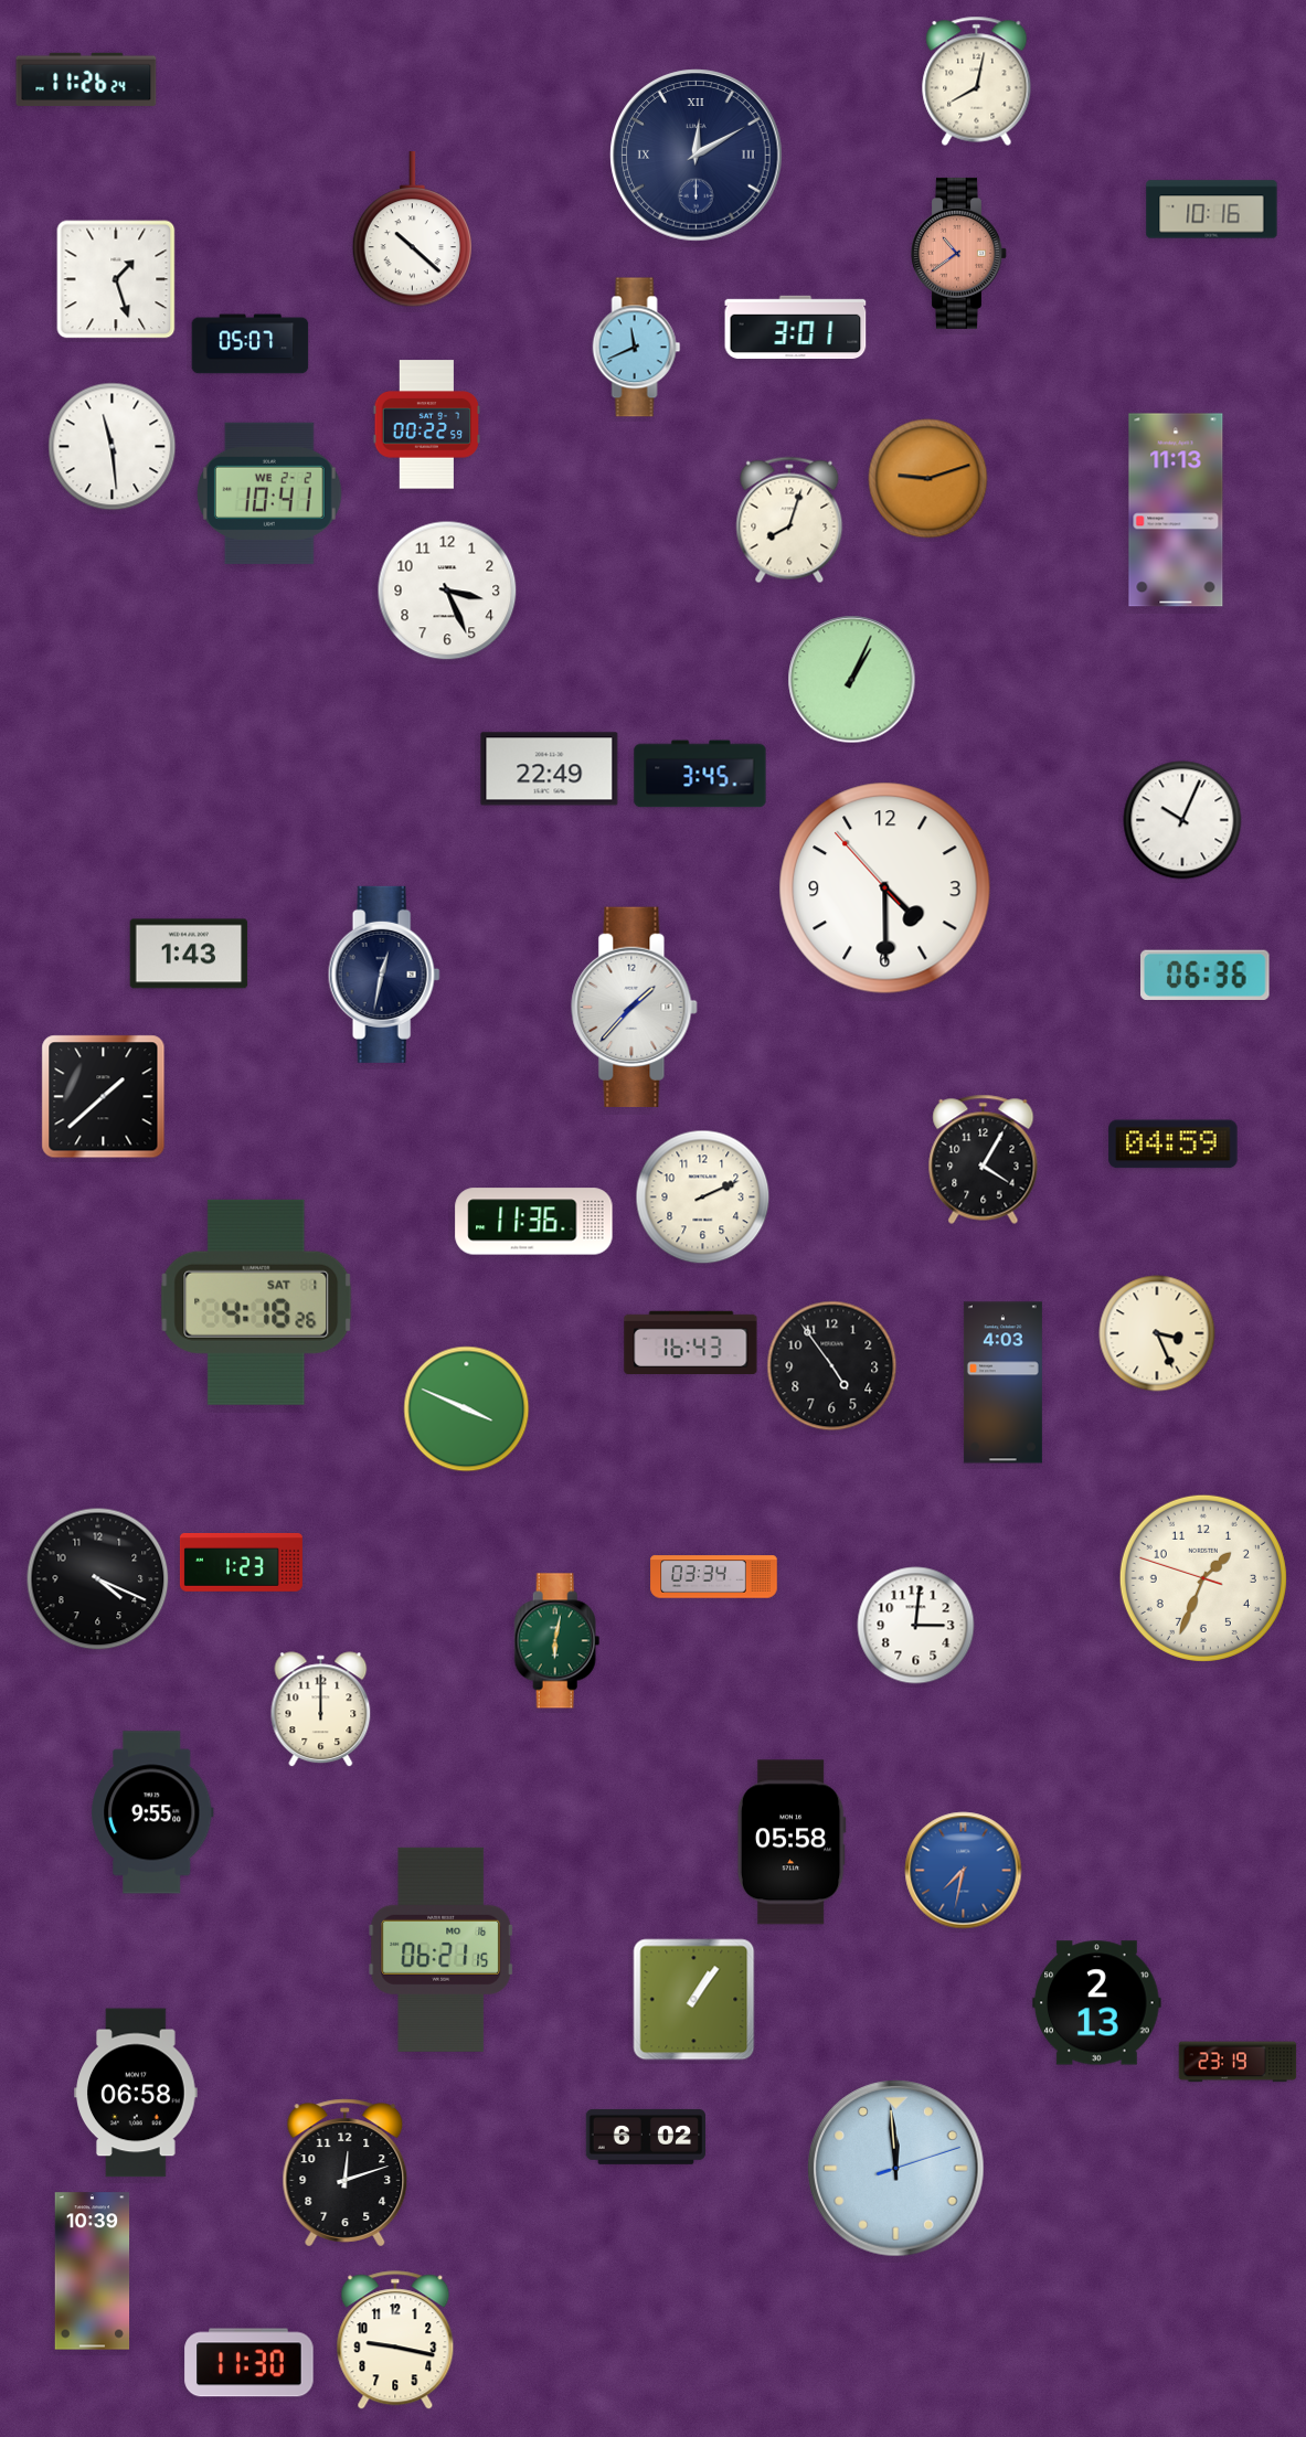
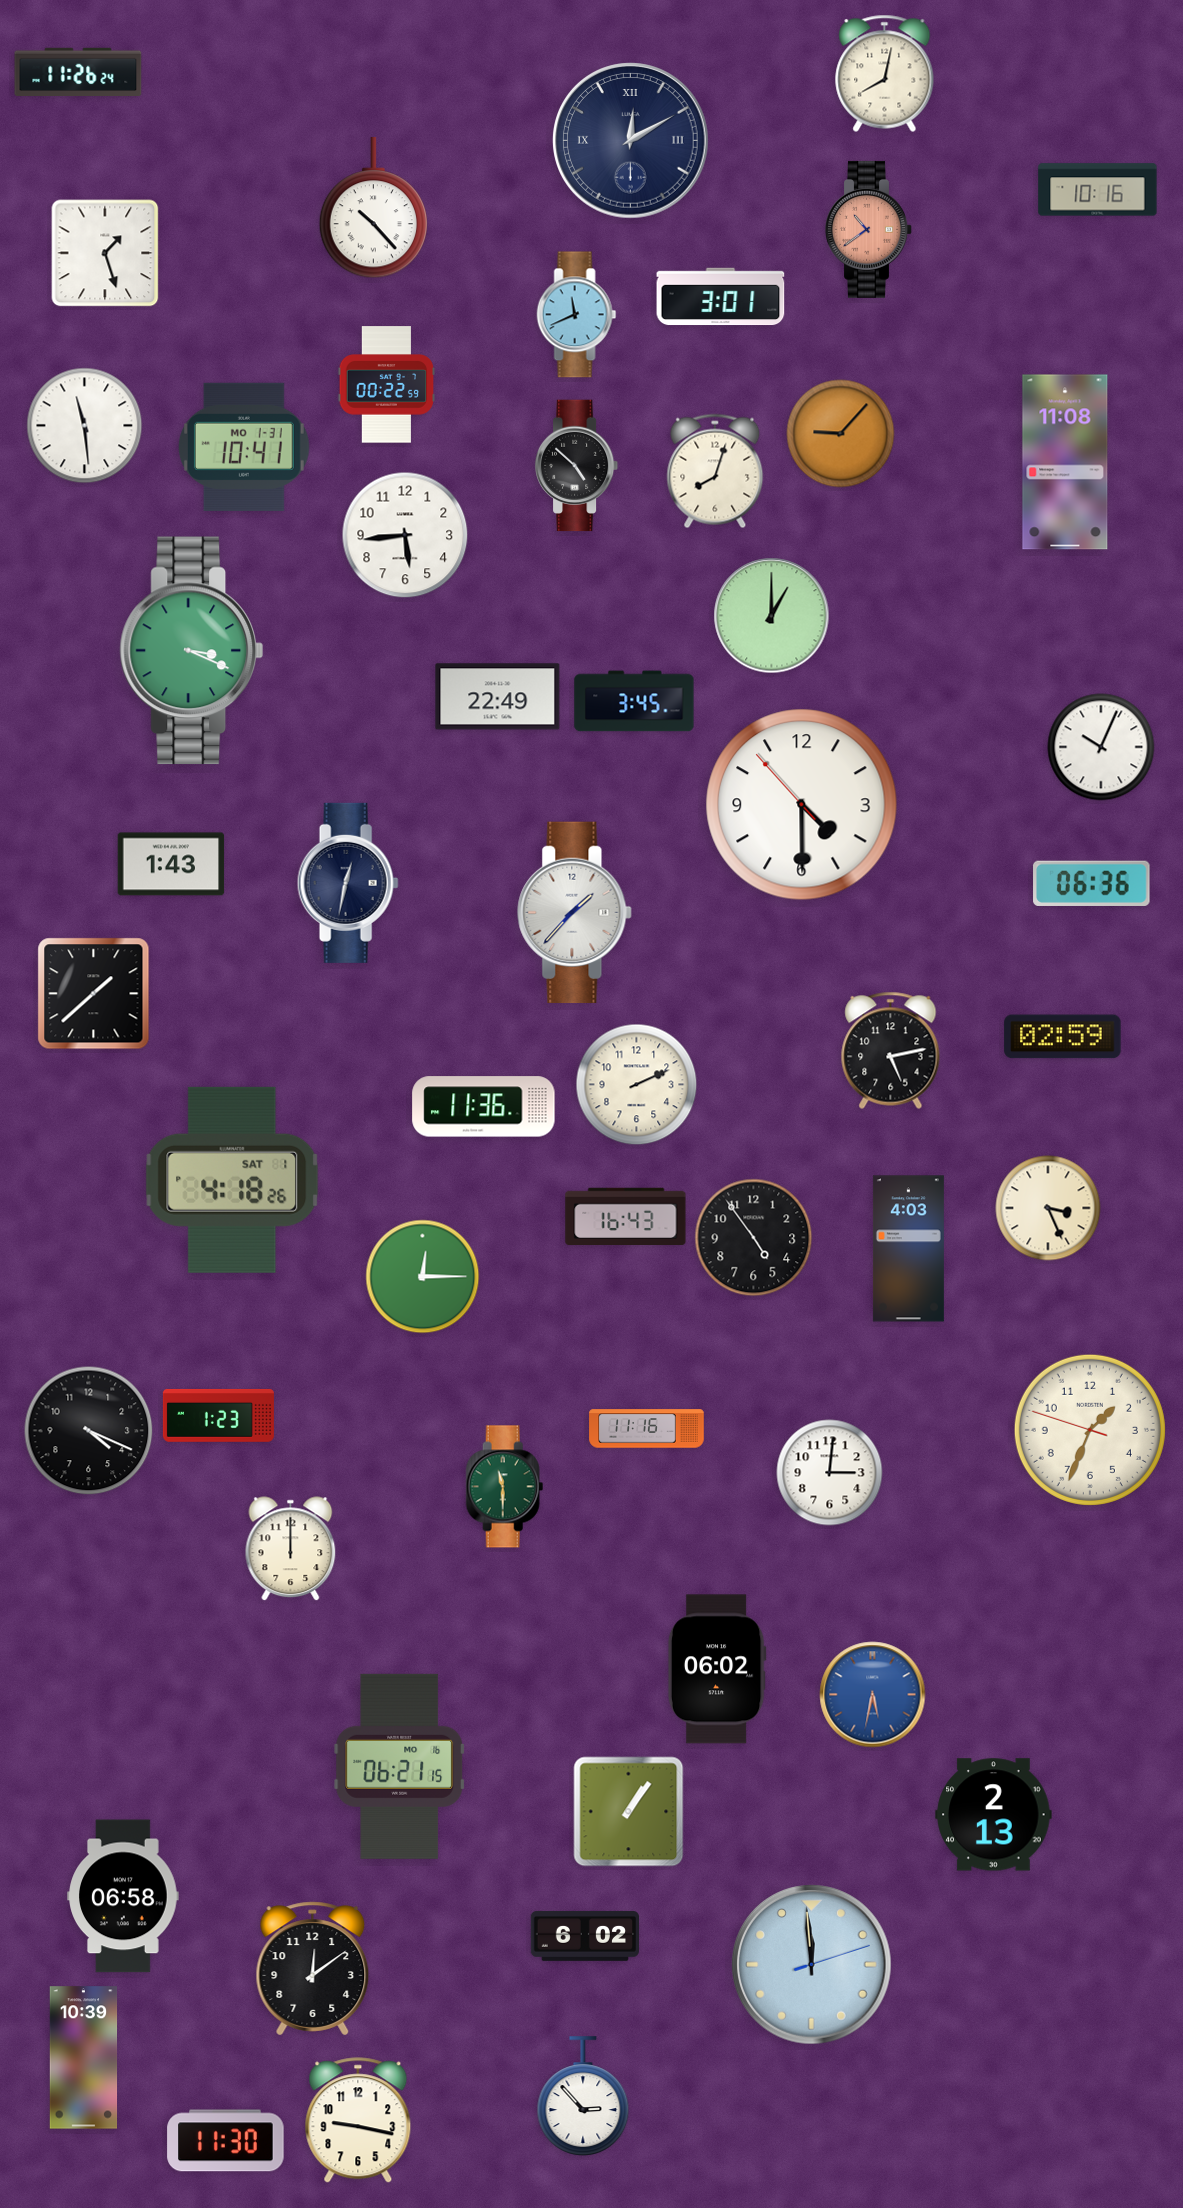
clock at (412, 230): 10:22 -> 10:23
clock at (251, 344): 05:07 -> none
clock at (113, 447) position: (113, 447) -> (85, 426)
clock at (928, 479): 9:12 -> 9:07
clock at (269, 493) date: WE 2-2 -> MO 1-31
clock at (1176, 510): 11:13 -> 11:08
clock at (577, 466): none -> 4:52
clock at (447, 590): 3:26 -> 5:44
clock at (852, 680): 1:04 -> 1:00
clock at (192, 651): none -> 3:19
clock at (1182, 820) position: (1182, 820) -> (1101, 747)
clock at (1174, 1145): 04:59 -> 02:59
clock at (984, 1159): 4:05 -> 5:13
clock at (1002, 1383) position: (1002, 1383) -> (908, 1249)
clock at (467, 1409): 3:49 -> 12:15
clock at (714, 1577): 03:34 -> 11:16
clock at (558, 1641): 6:02 -> 11:30
clock at (153, 1812): 9:55 -> none
clock at (792, 1842): 05:58 -> 06:02
clock at (964, 1871): 7:32 -> 5:32
clock at (1238, 2062): 23:19 -> none
clock at (346, 2173): 12:12 -> 12:09
clock at (583, 2096): none -> 2:53
